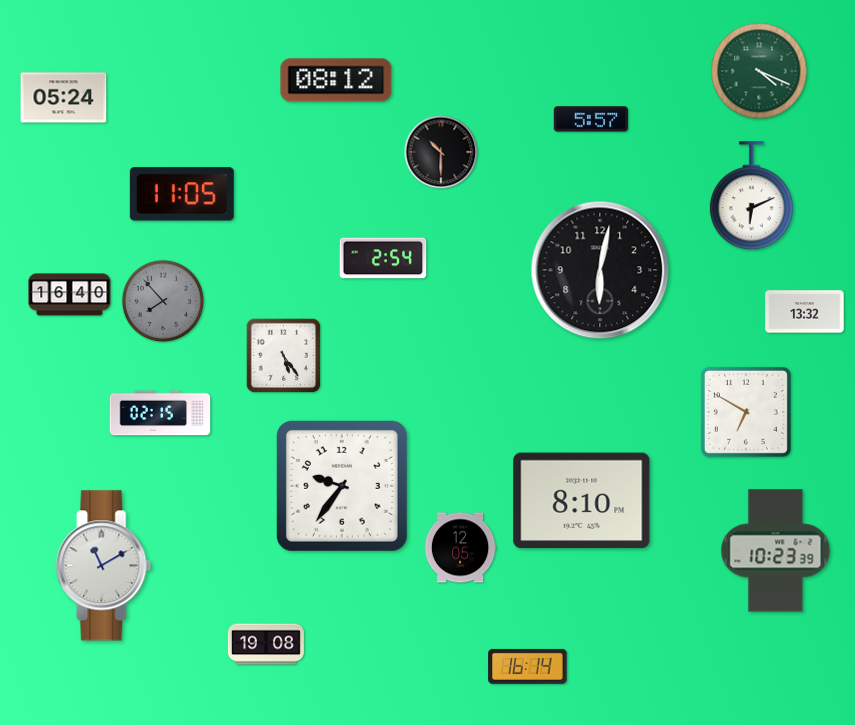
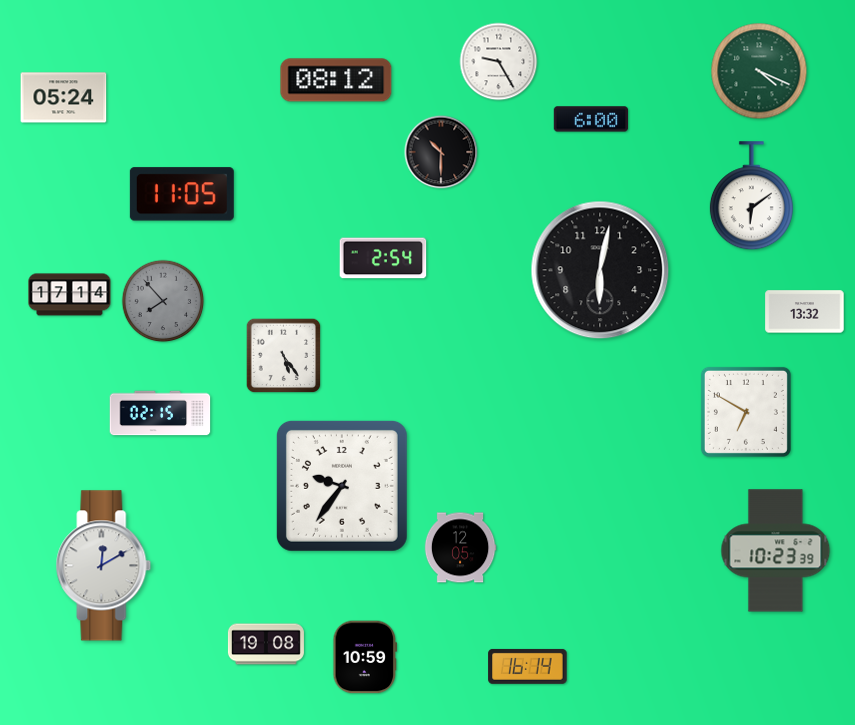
clock at (499, 62): none -> 9:25
clock at (591, 119): 5:57 -> 6:00
clock at (751, 196): 6:11 -> 6:09
clock at (70, 295): 16:40 -> 17:14
clock at (582, 501): 8:10 -> none
clock at (104, 566): 11:10 -> 12:10
clock at (365, 657): none -> 10:59
